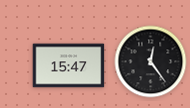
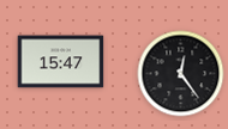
clock at (69, 66) position: (69, 66) -> (61, 62)
